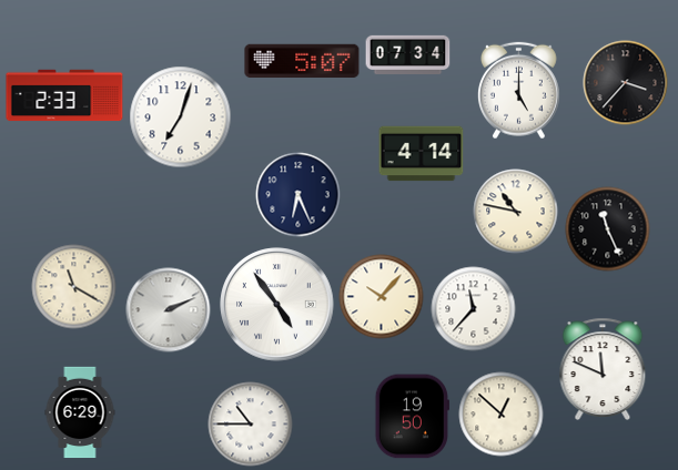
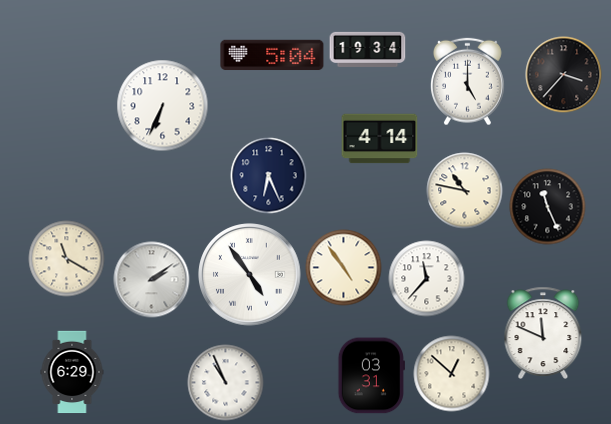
clock at (408, 54): 07:34 -> 19:34
clock at (302, 61): 5:07 -> 5:04
clock at (64, 95): 2:33 -> none
clock at (181, 117): 7:03 -> 6:34
clock at (382, 297): 10:07 -> 4:54
clock at (169, 310): 2:11 -> 2:09
clock at (412, 417): 19:50 -> 03:31
clock at (251, 425): 10:45 -> 10:56
